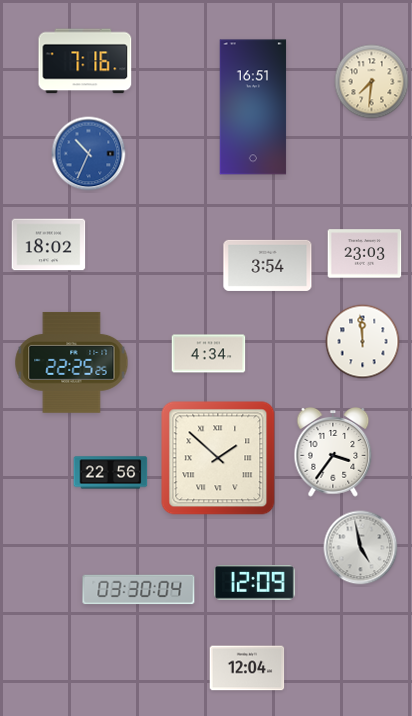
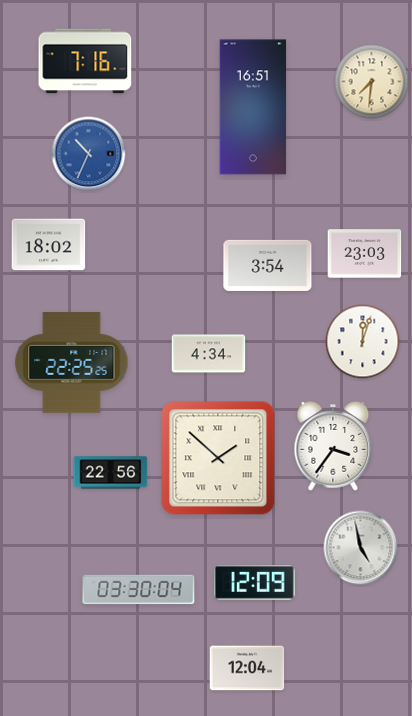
clock at (363, 342): 11:59 -> 12:03
clock at (333, 453) position: (333, 453) -> (333, 447)
